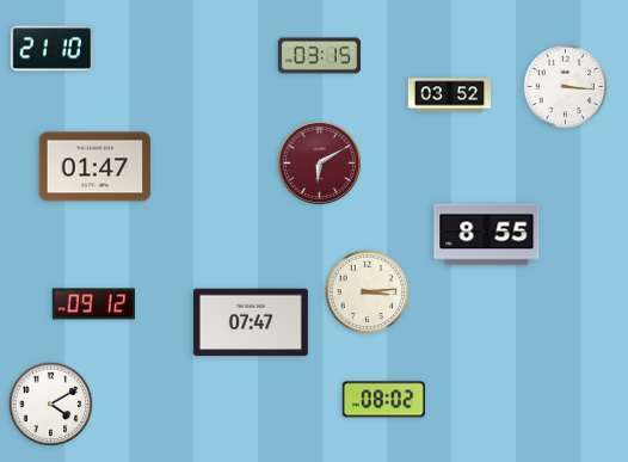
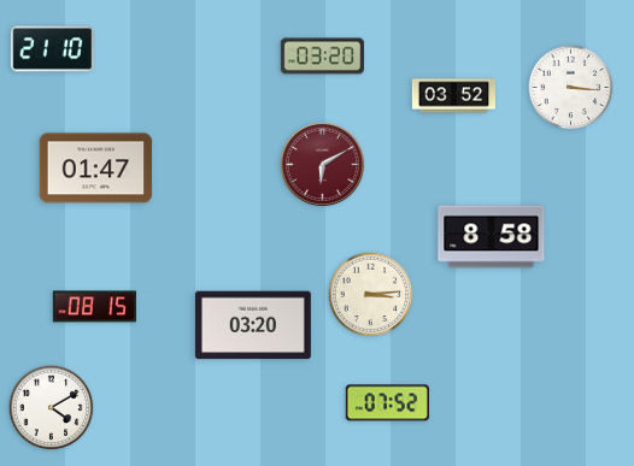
clock at (319, 56): 03:15 -> 03:20
clock at (487, 235): 8:55 -> 8:58
clock at (93, 304): 09:12 -> 08:15
clock at (251, 322): 07:47 -> 03:20
clock at (383, 400): 08:02 -> 07:52
